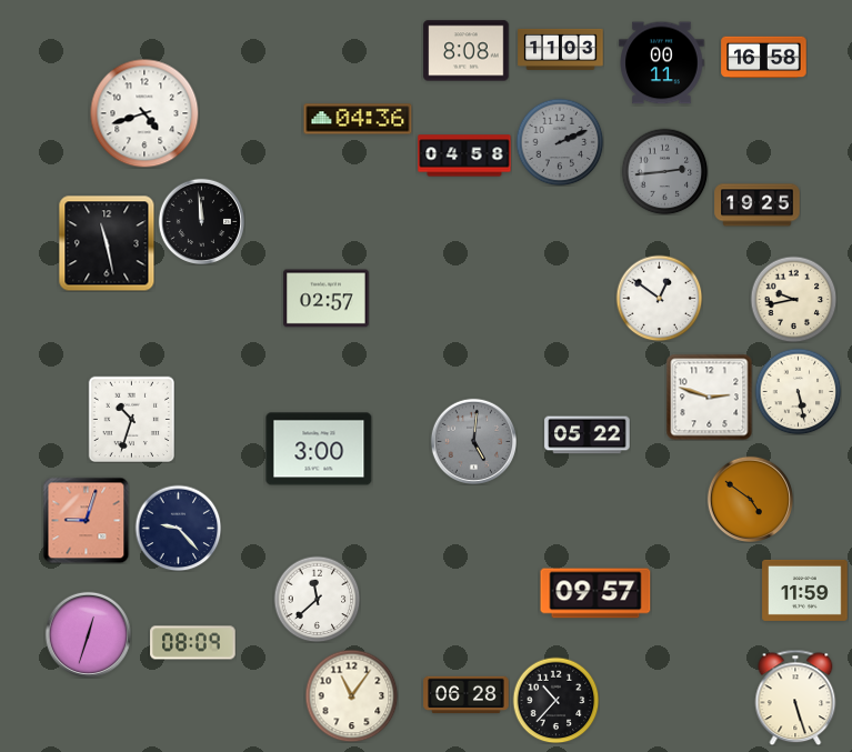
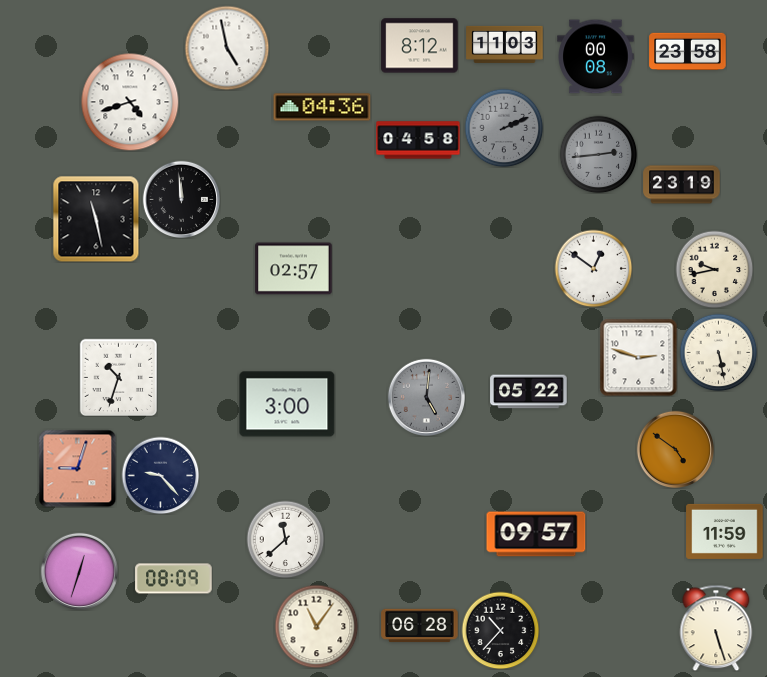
clock at (467, 51): 8:08 -> 8:12
clock at (227, 48): none -> 4:58
clock at (764, 58): 16:58 -> 23:58
clock at (662, 63): 00:11 -> 00:08
clock at (758, 205): 19:25 -> 23:19
